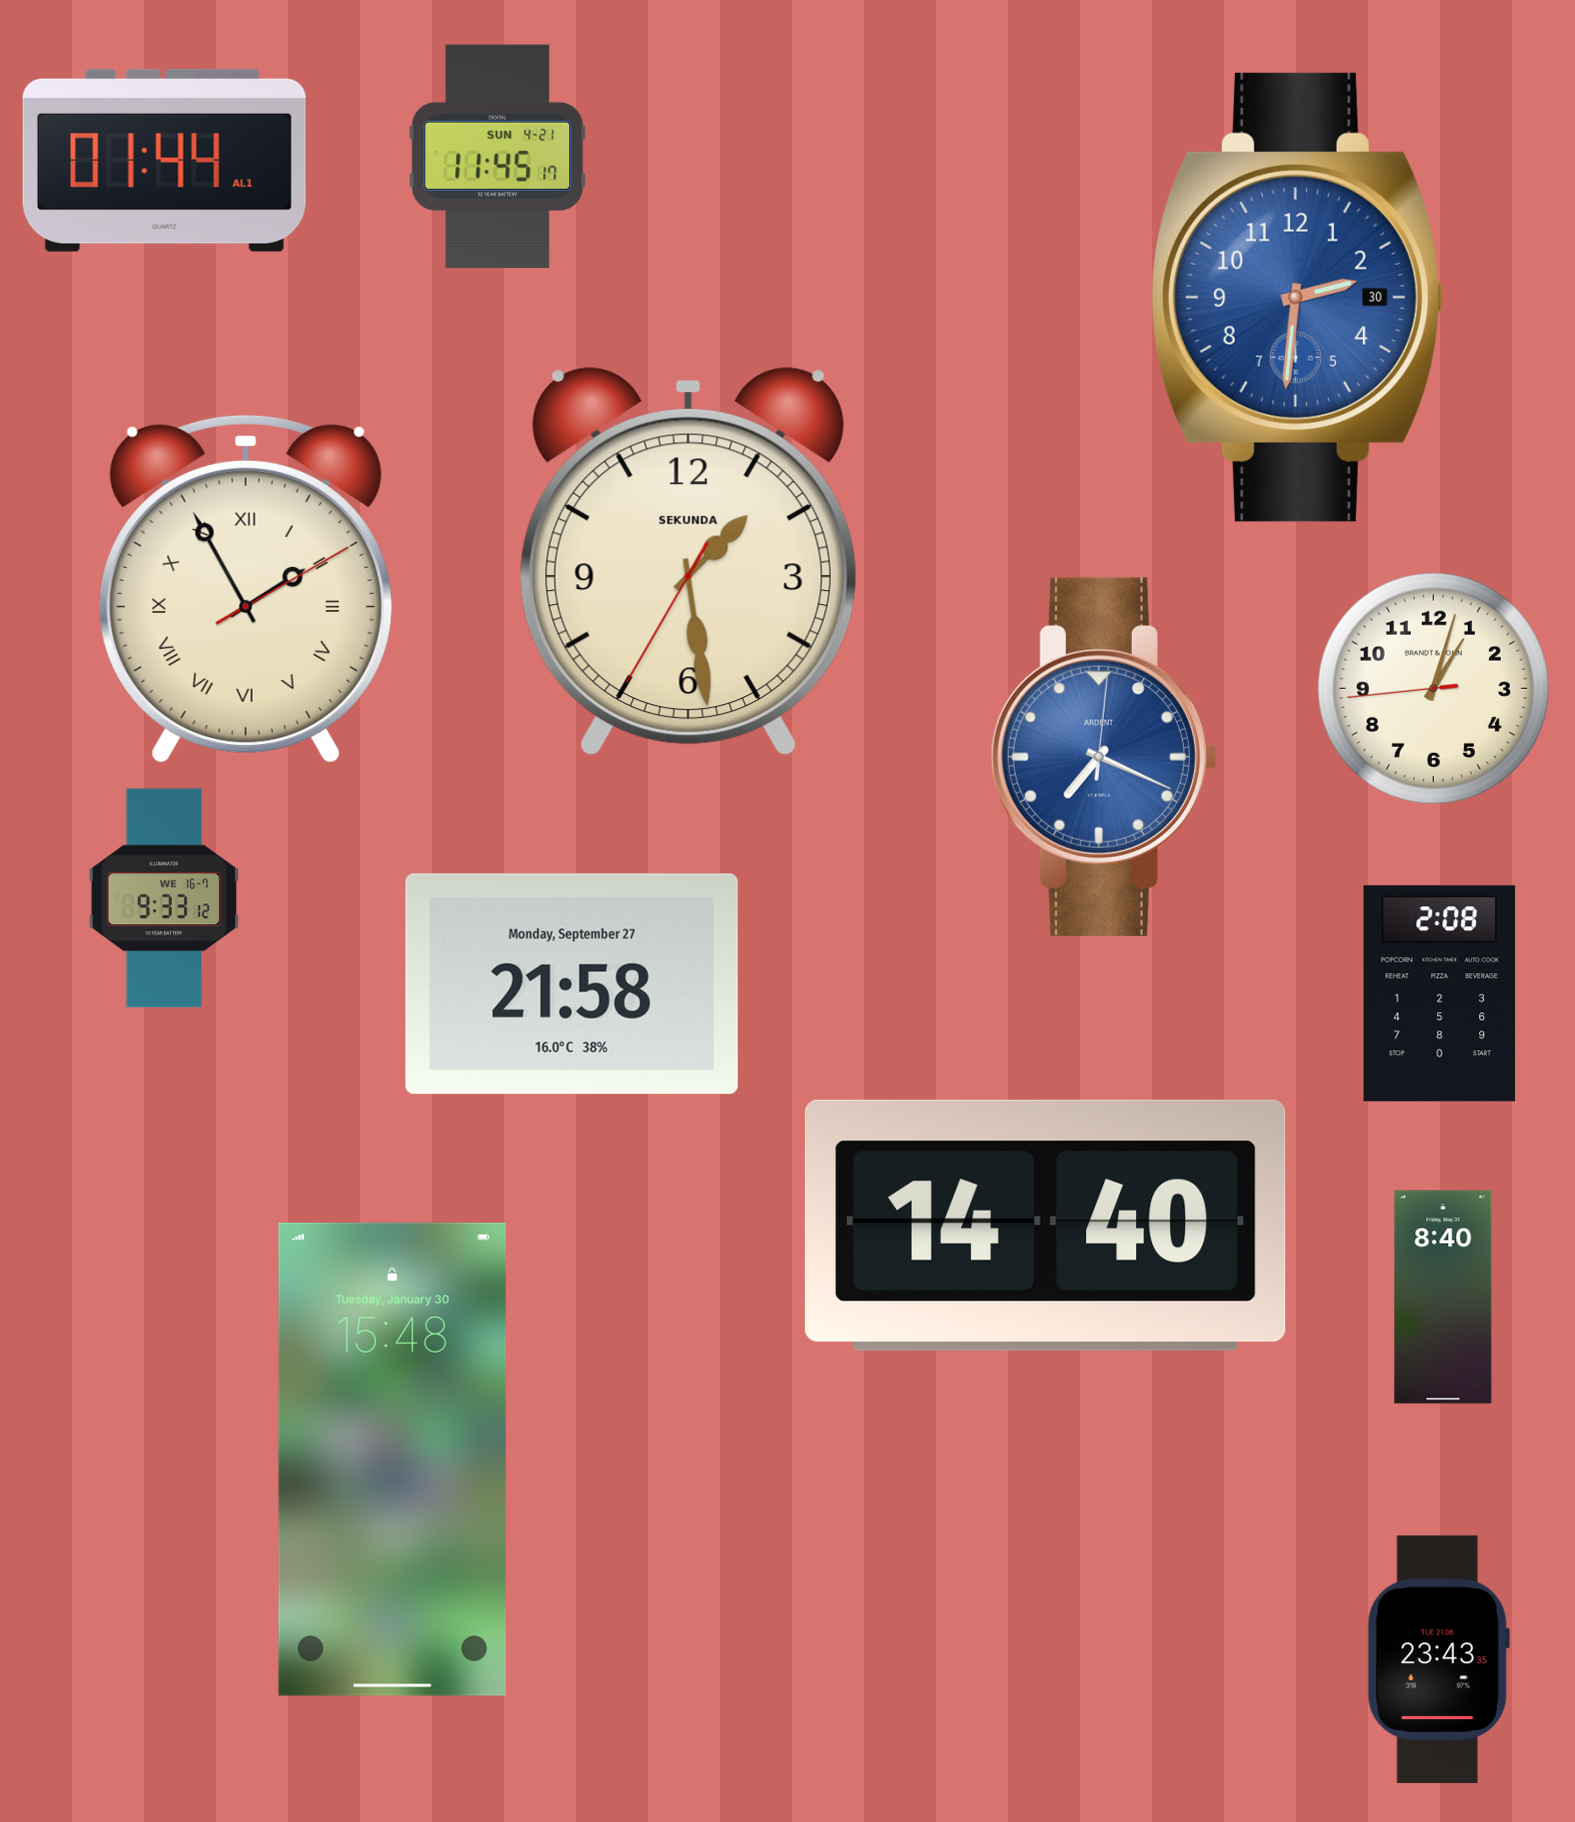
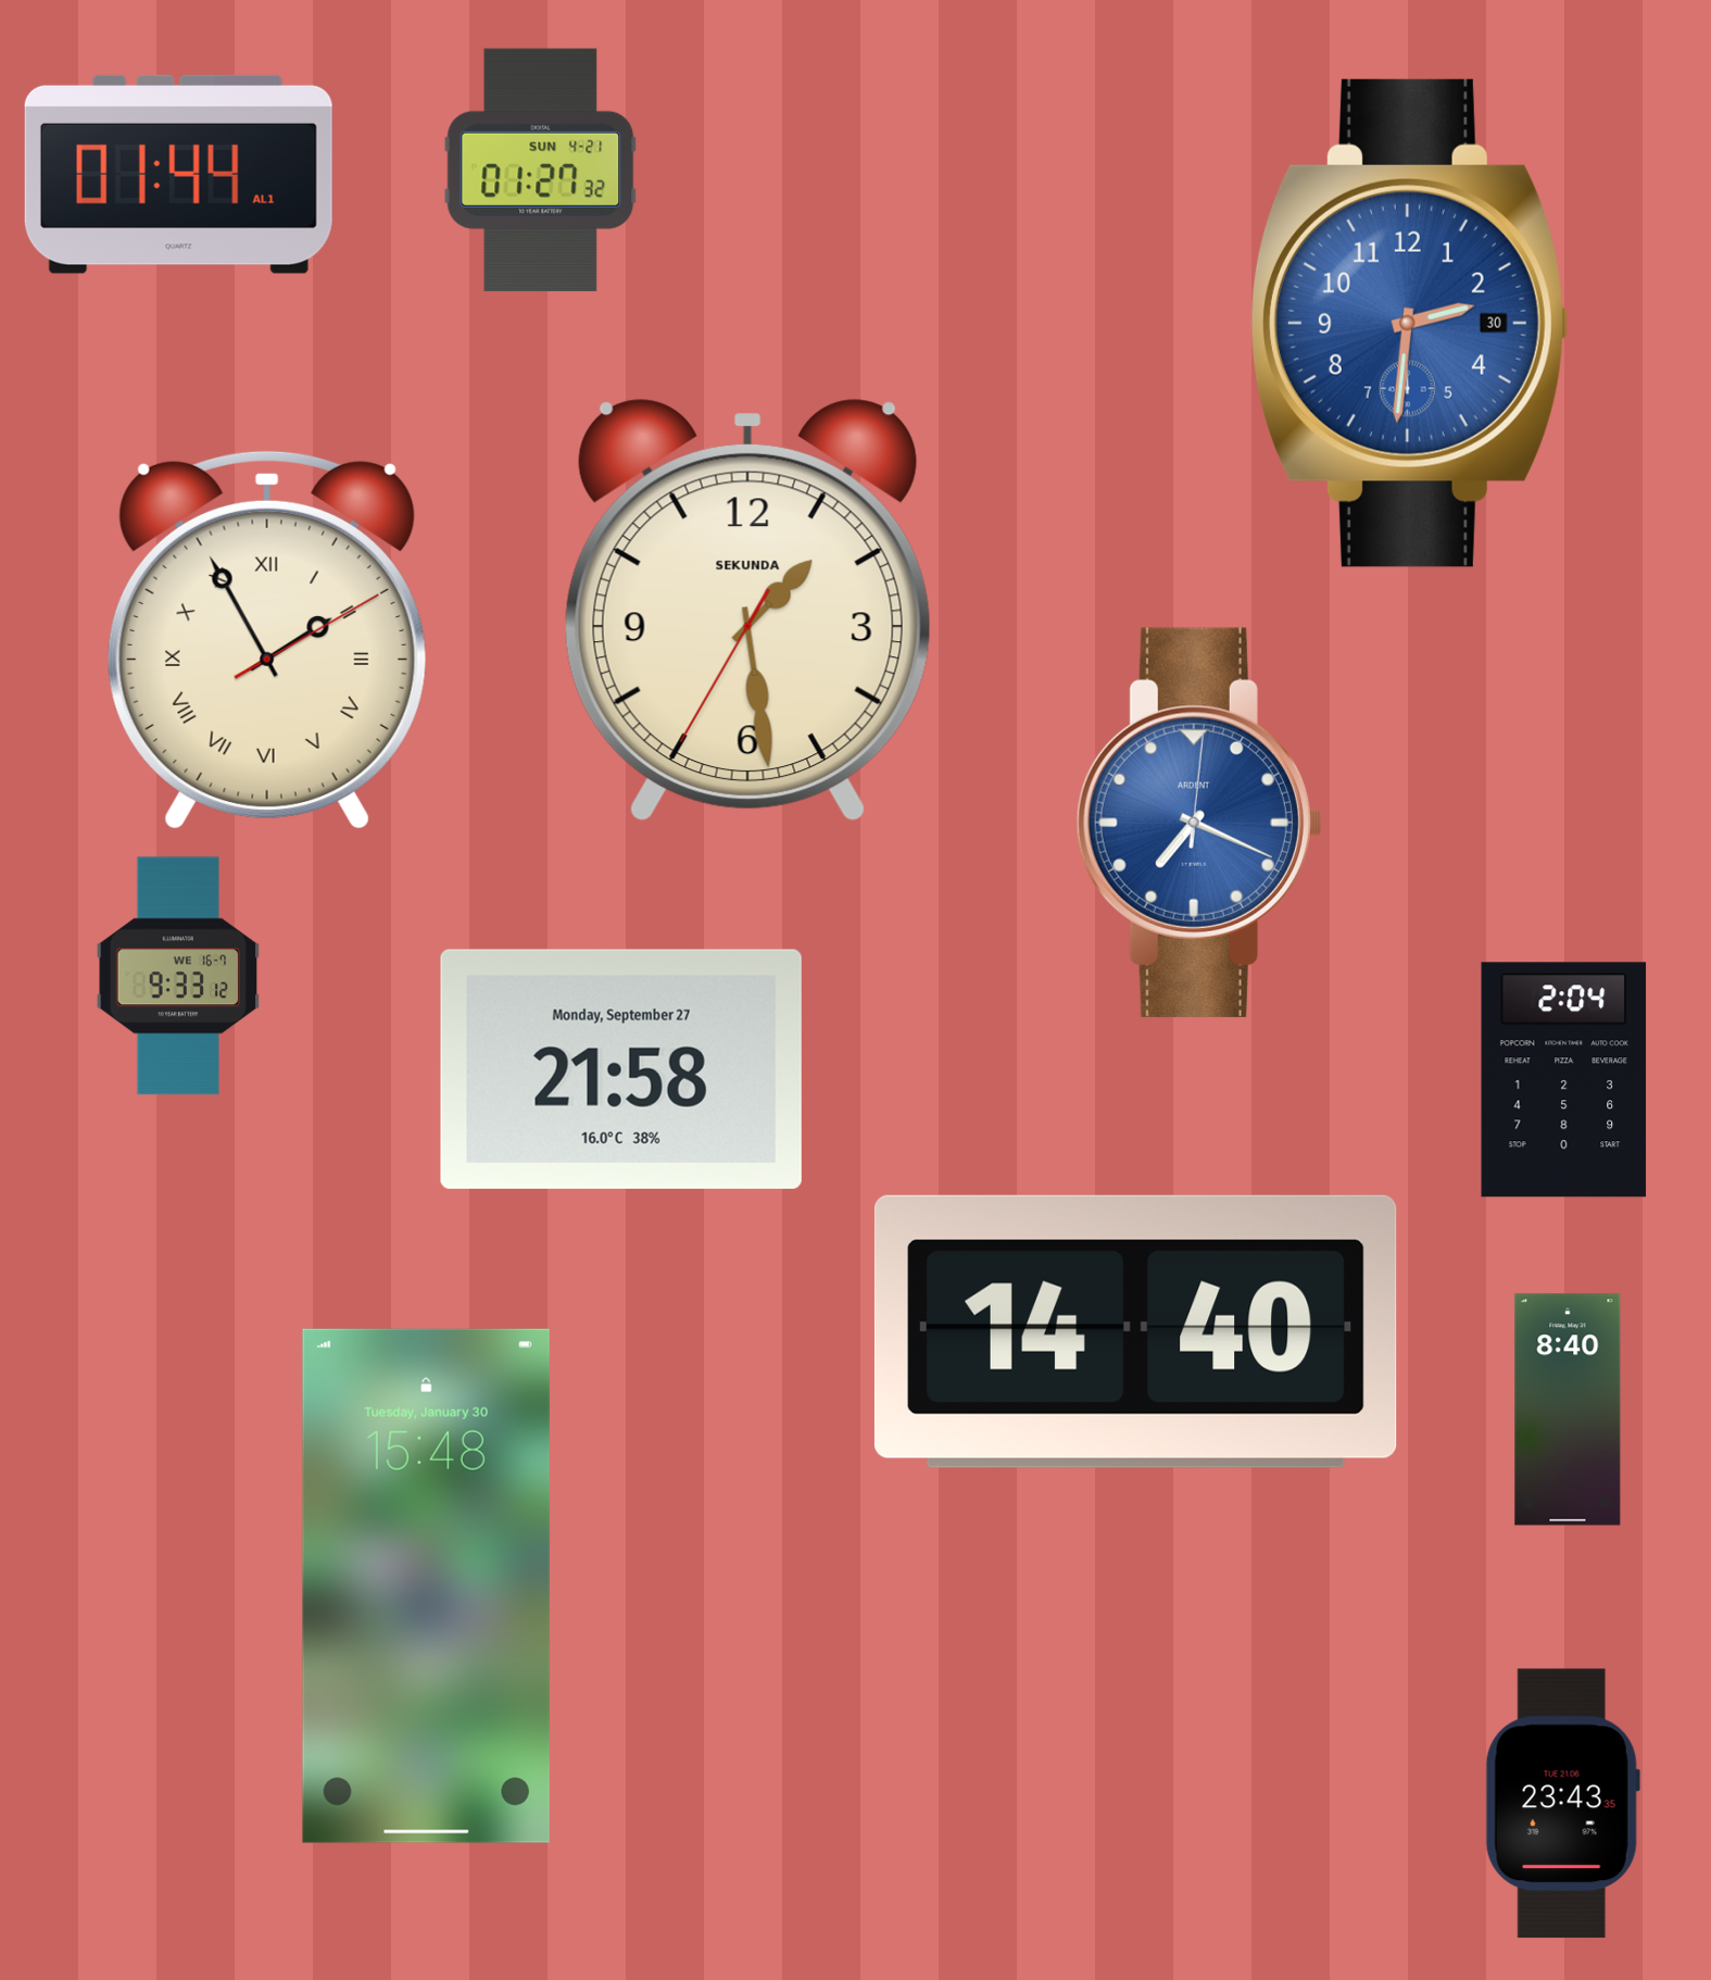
clock at (498, 156): 11:45 -> 01:27
clock at (1433, 688): 1:02 -> none
clock at (1440, 994): 2:08 -> 2:04
